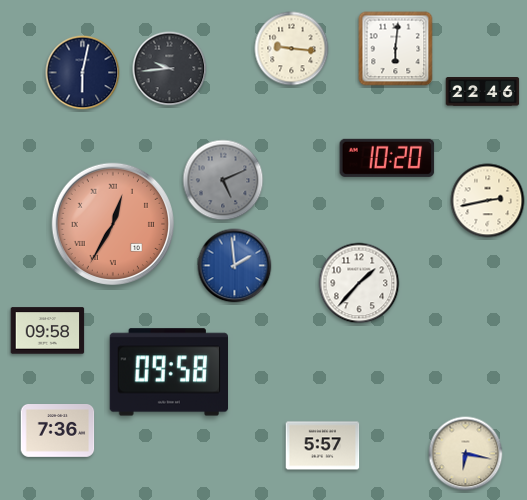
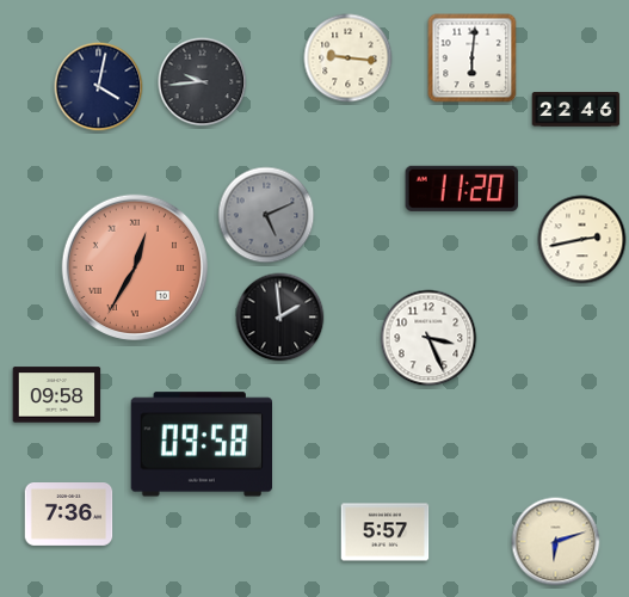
clock at (83, 73): 6:02 -> 4:02
clock at (387, 158): 10:20 -> 11:20
clock at (235, 266) dial: blue -> black
clock at (359, 283): 1:37 -> 3:26
clock at (466, 454): 6:17 -> 6:12
